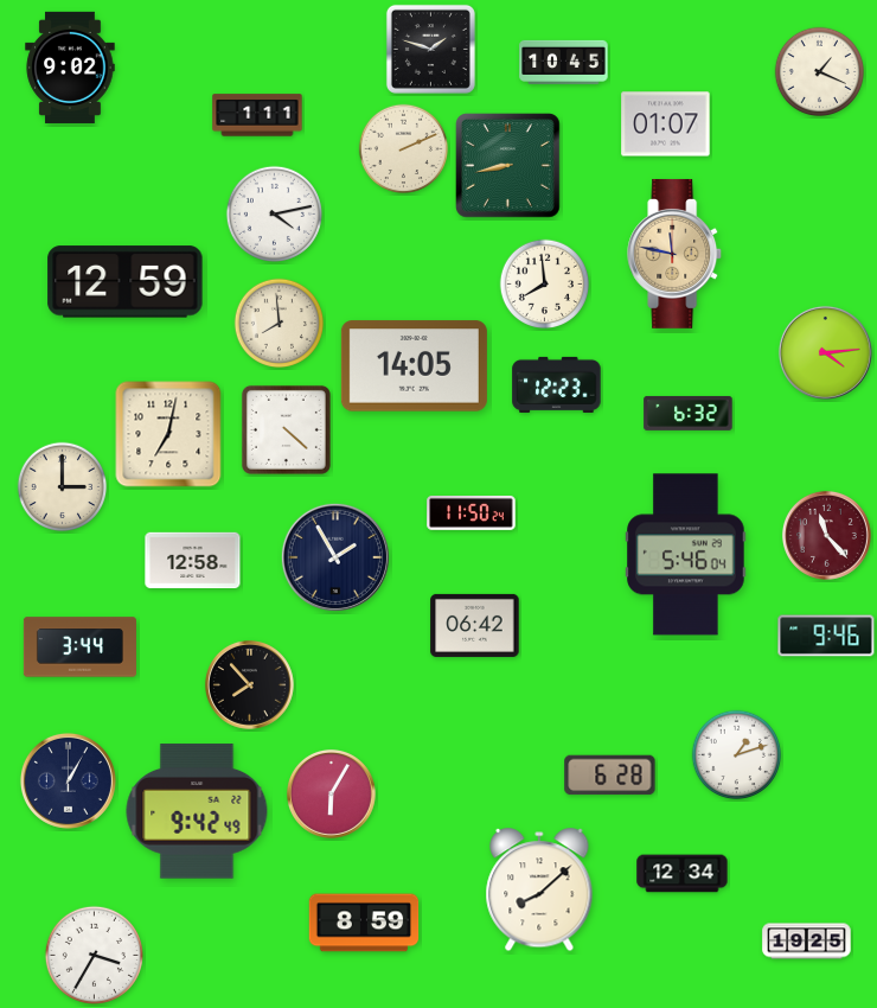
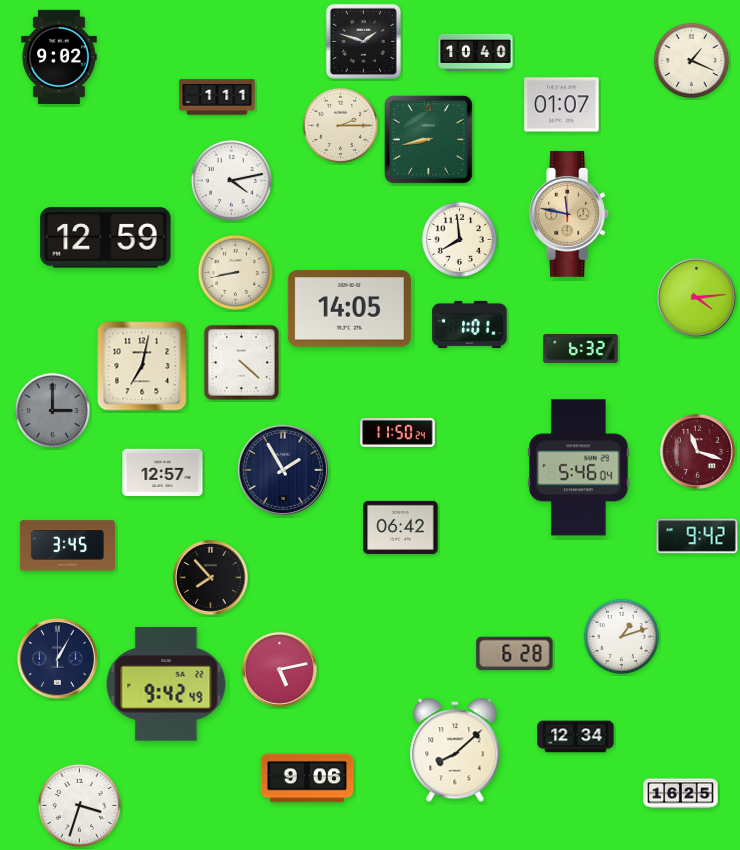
clock at (564, 62): 10:45 -> 10:40
clock at (404, 149): 2:11 -> 2:15
clock at (280, 324): 7:59 -> 8:43
clock at (557, 384): 12:23 -> 1:01
clock at (63, 487) dial: cream -> grey
clock at (826, 535): 11:23 -> 11:18
clock at (193, 561): 12:58 -> 12:57
clock at (826, 636): 9:46 -> 9:42
clock at (79, 647): 3:44 -> 3:45
clock at (331, 793): 6:05 -> 5:13
clock at (364, 923): 8:59 -> 9:06
clock at (807, 942): 19:25 -> 16:25
clock at (94, 955): 3:35 -> 3:33
